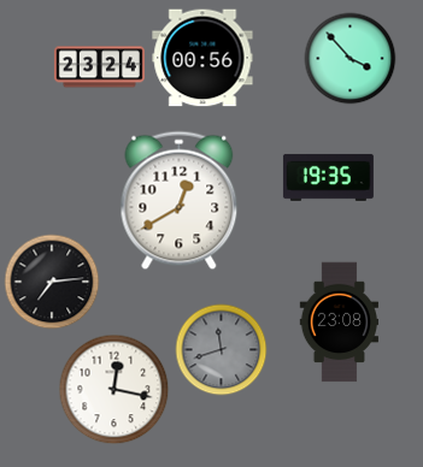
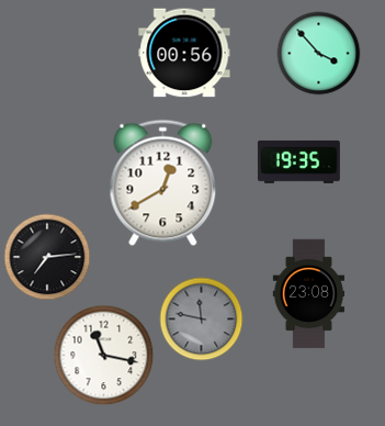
clock at (99, 67): 23:24 -> none
clock at (222, 350): 11:42 -> 11:47
clock at (114, 390): 12:17 -> 11:17
